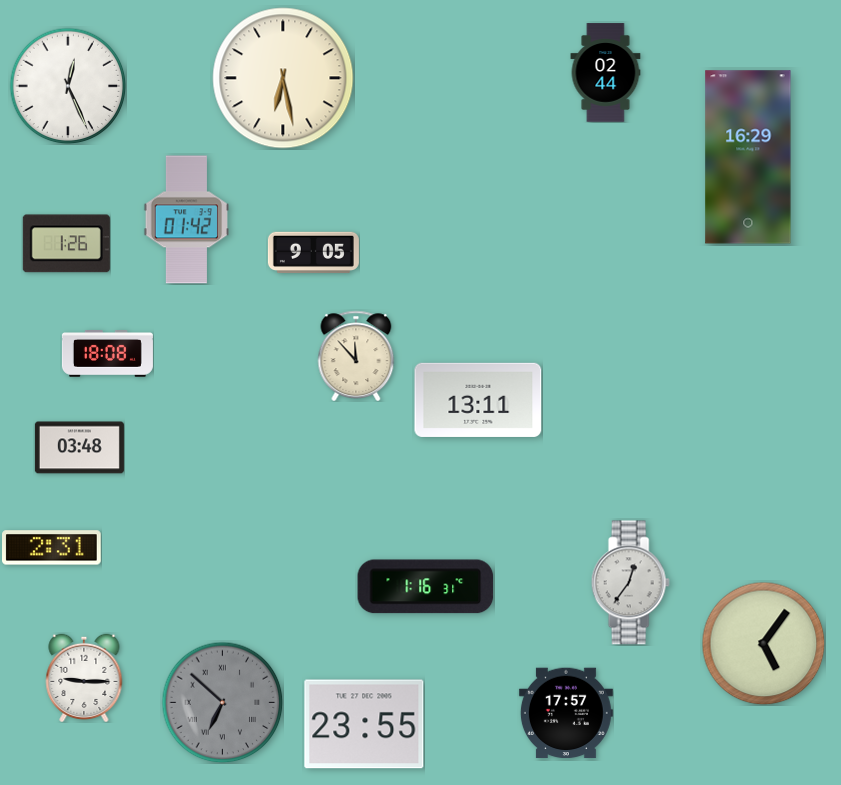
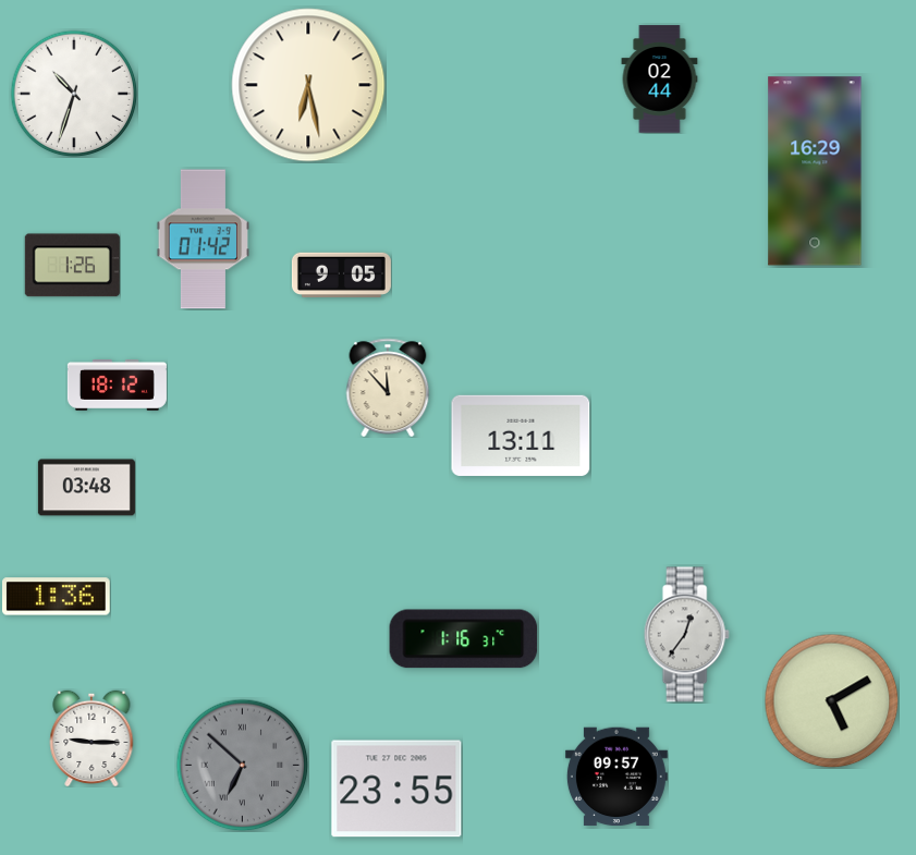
clock at (68, 86): 12:26 -> 10:33
clock at (107, 354): 18:08 -> 18:12
clock at (52, 548): 2:31 -> 1:36
clock at (763, 643): 5:06 -> 5:10
clock at (566, 713): 17:57 -> 09:57
